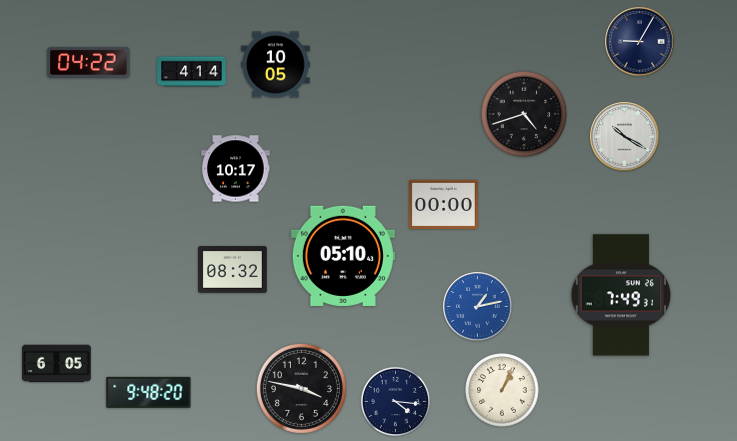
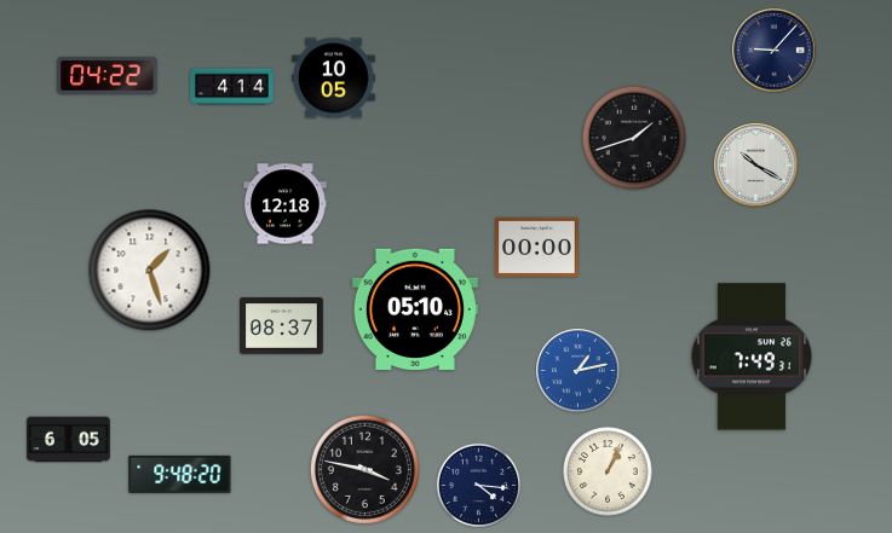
clock at (640, 42): 9:05 -> 9:07
clock at (524, 114): 4:42 -> 1:42
clock at (236, 169): 10:17 -> 12:18
clock at (150, 271): none -> 1:27
clock at (233, 270): 08:32 -> 08:37
